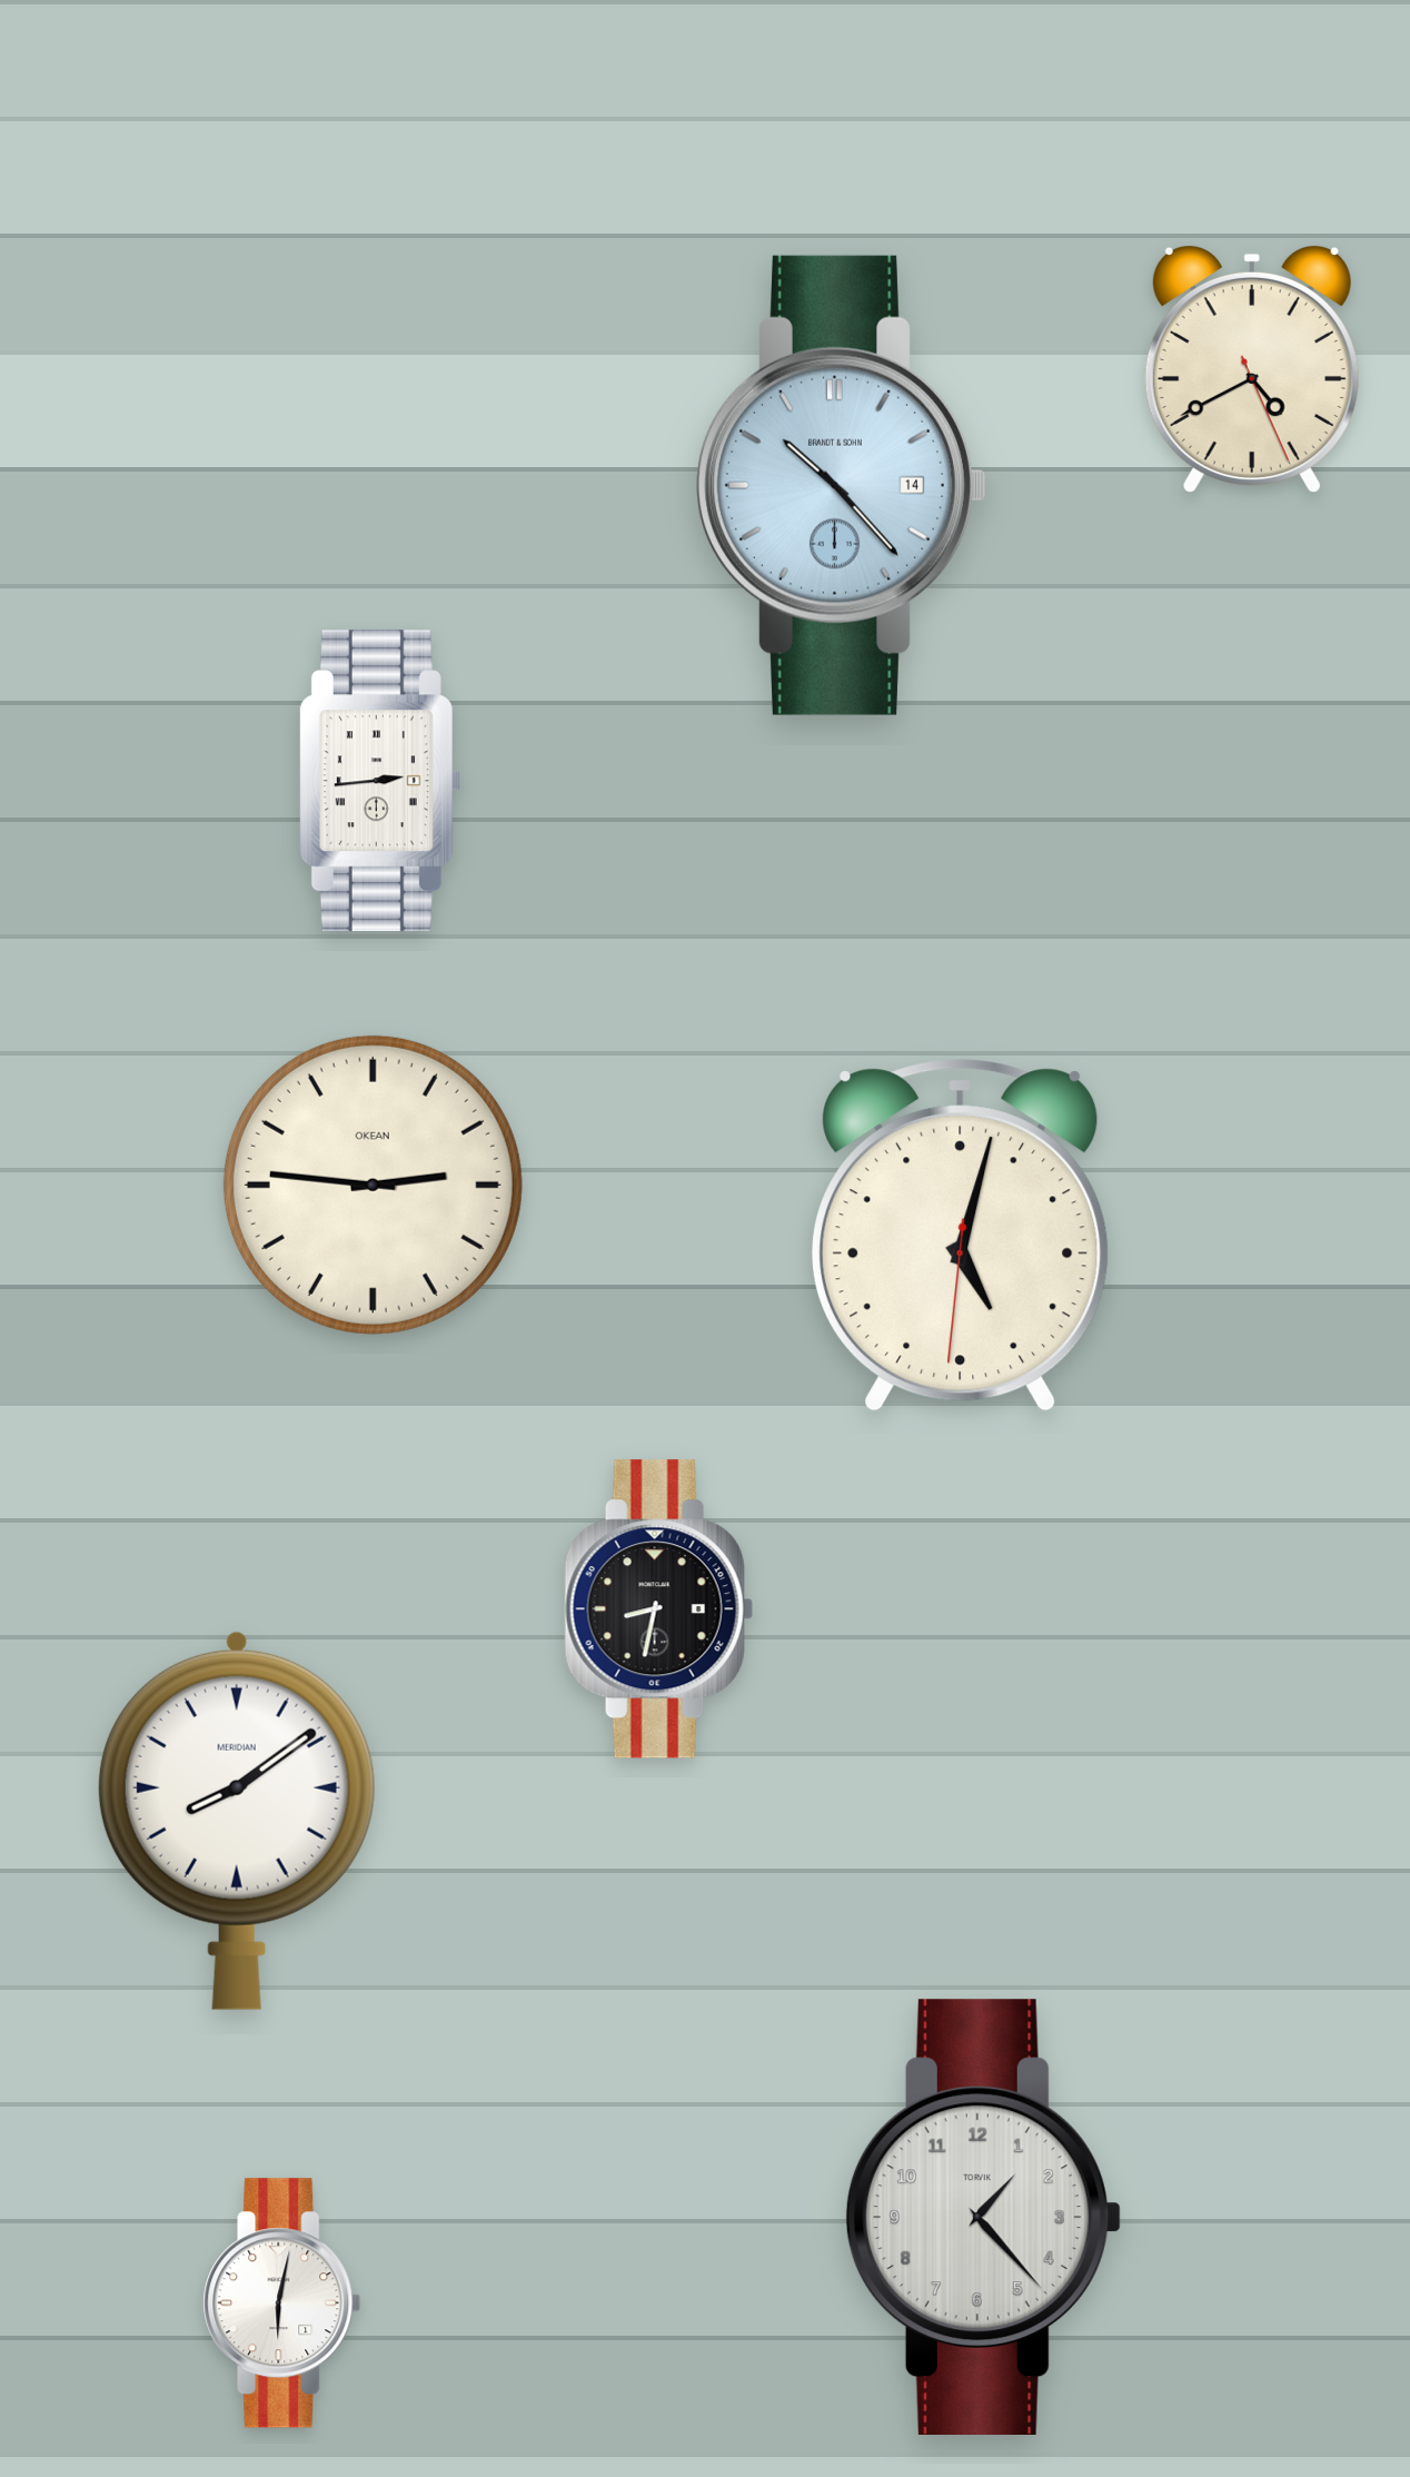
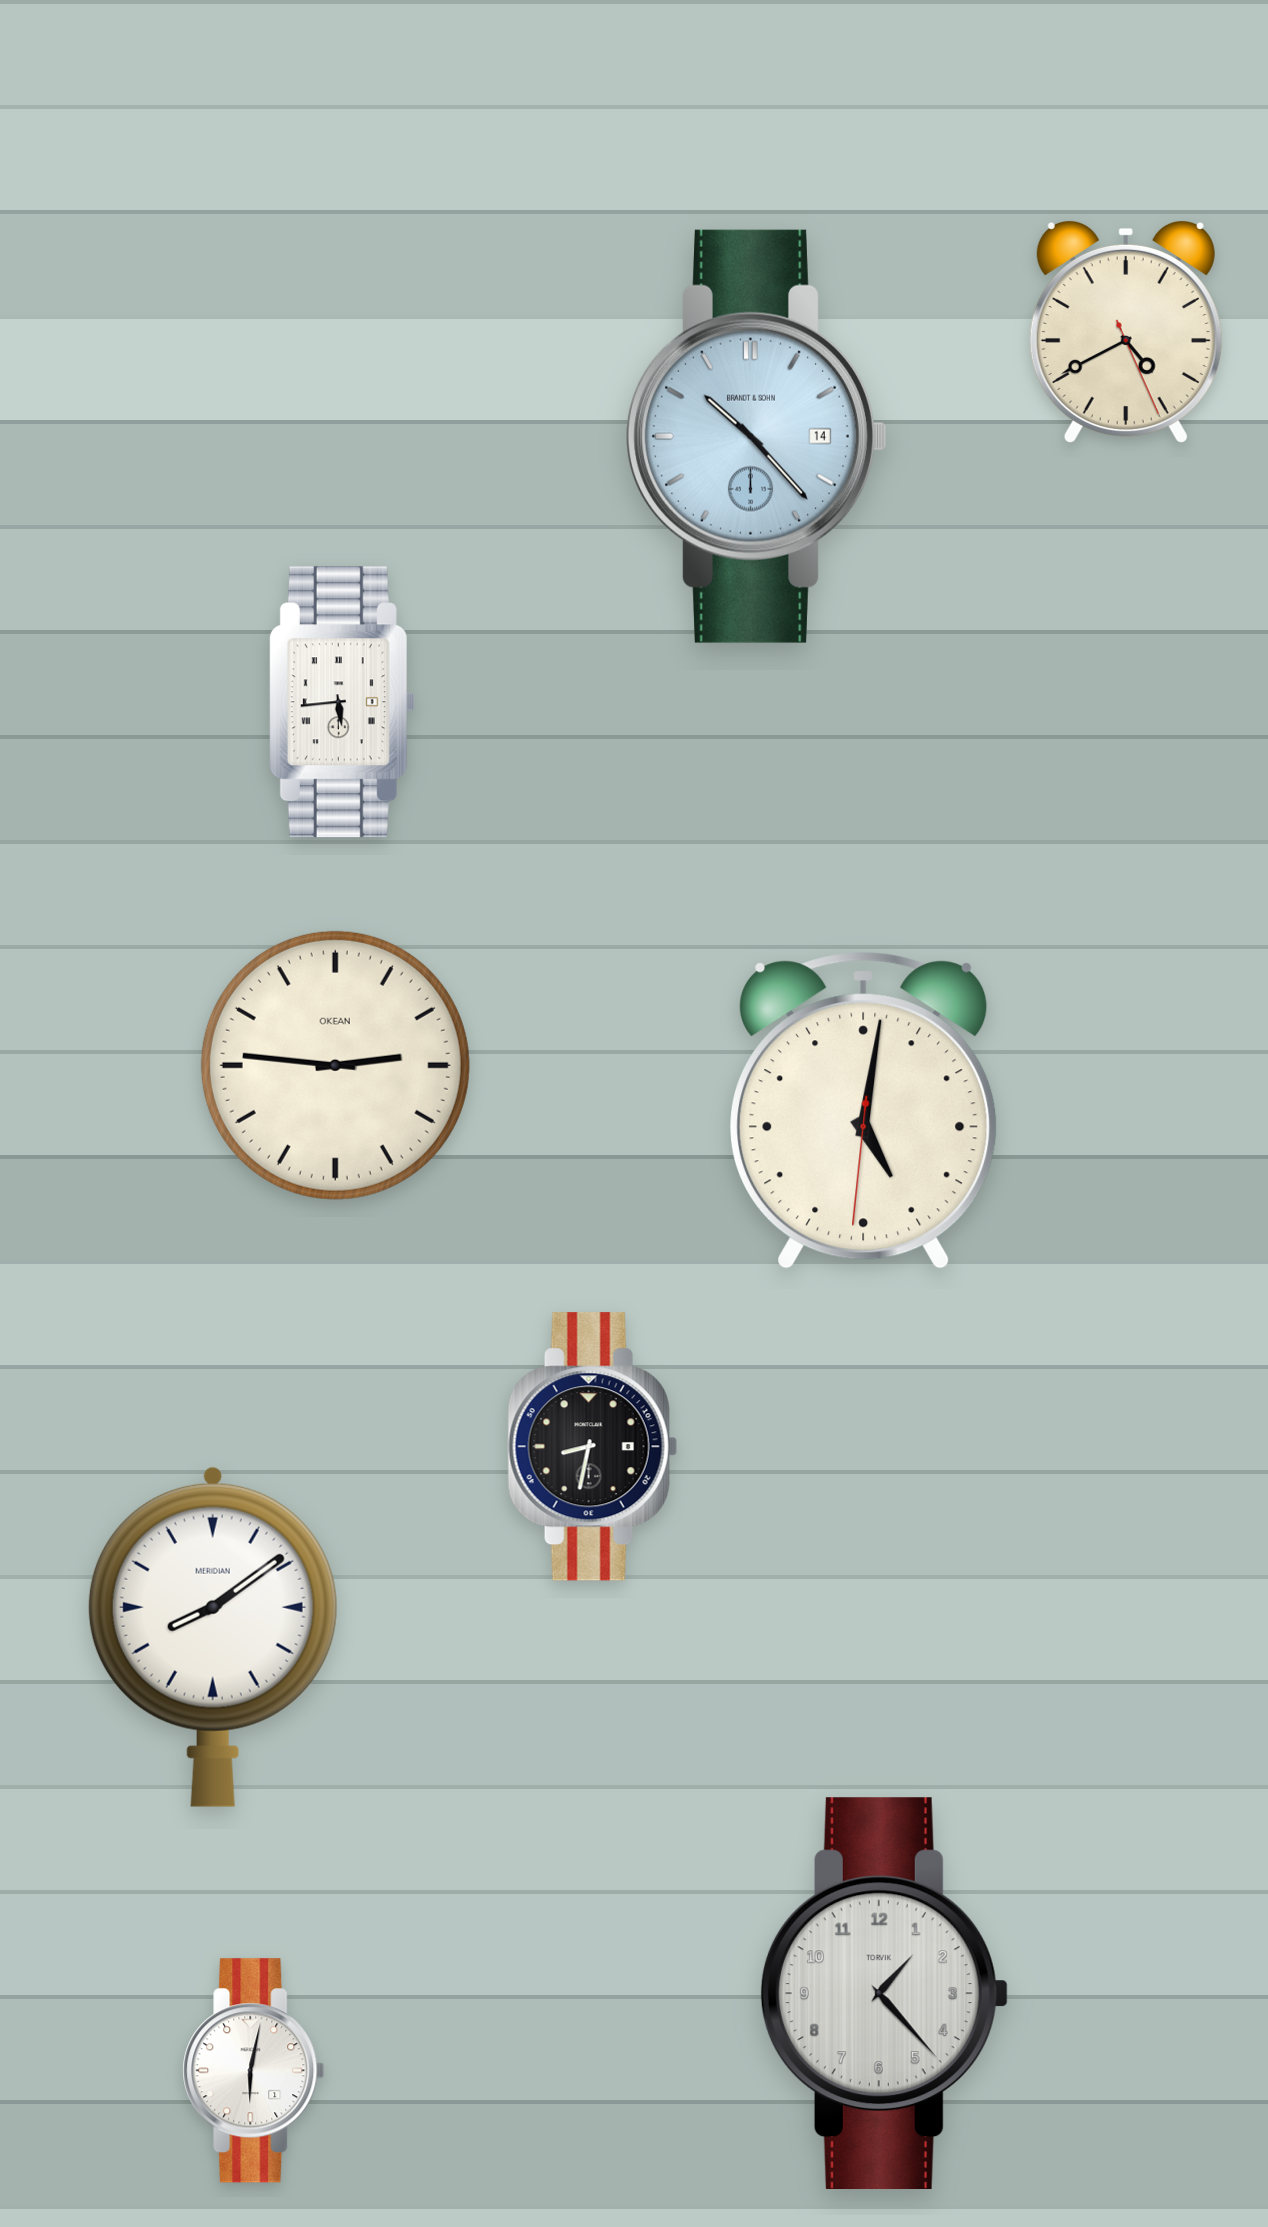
clock at (380, 781): 2:44 -> 5:44
clock at (961, 1236): 5:02 -> 5:01
